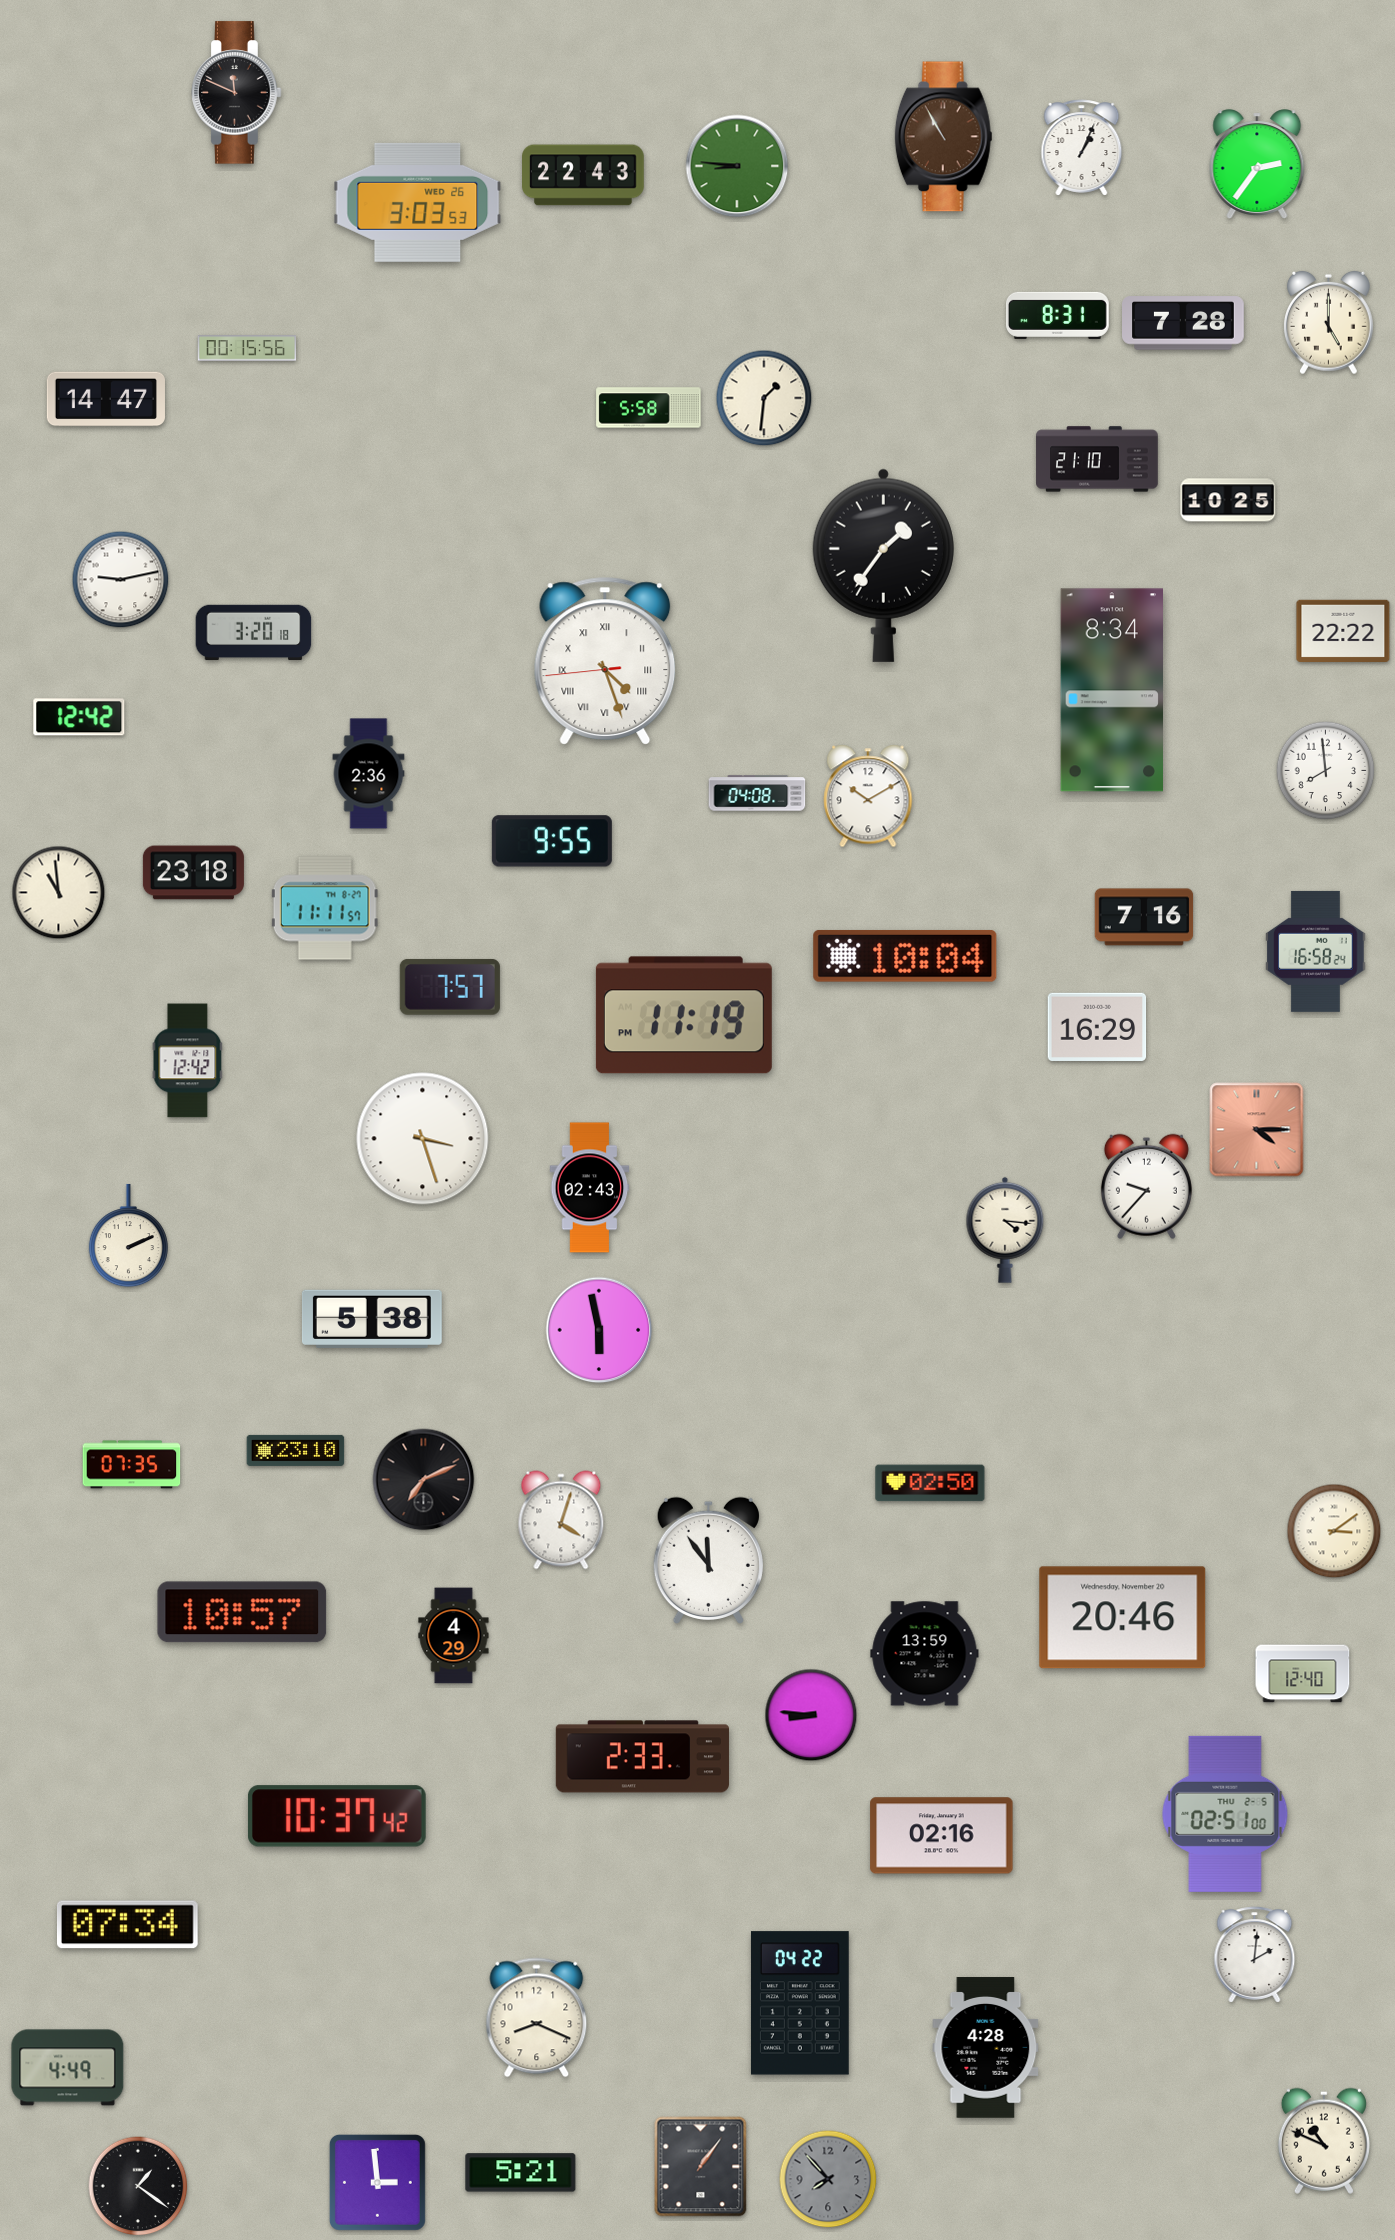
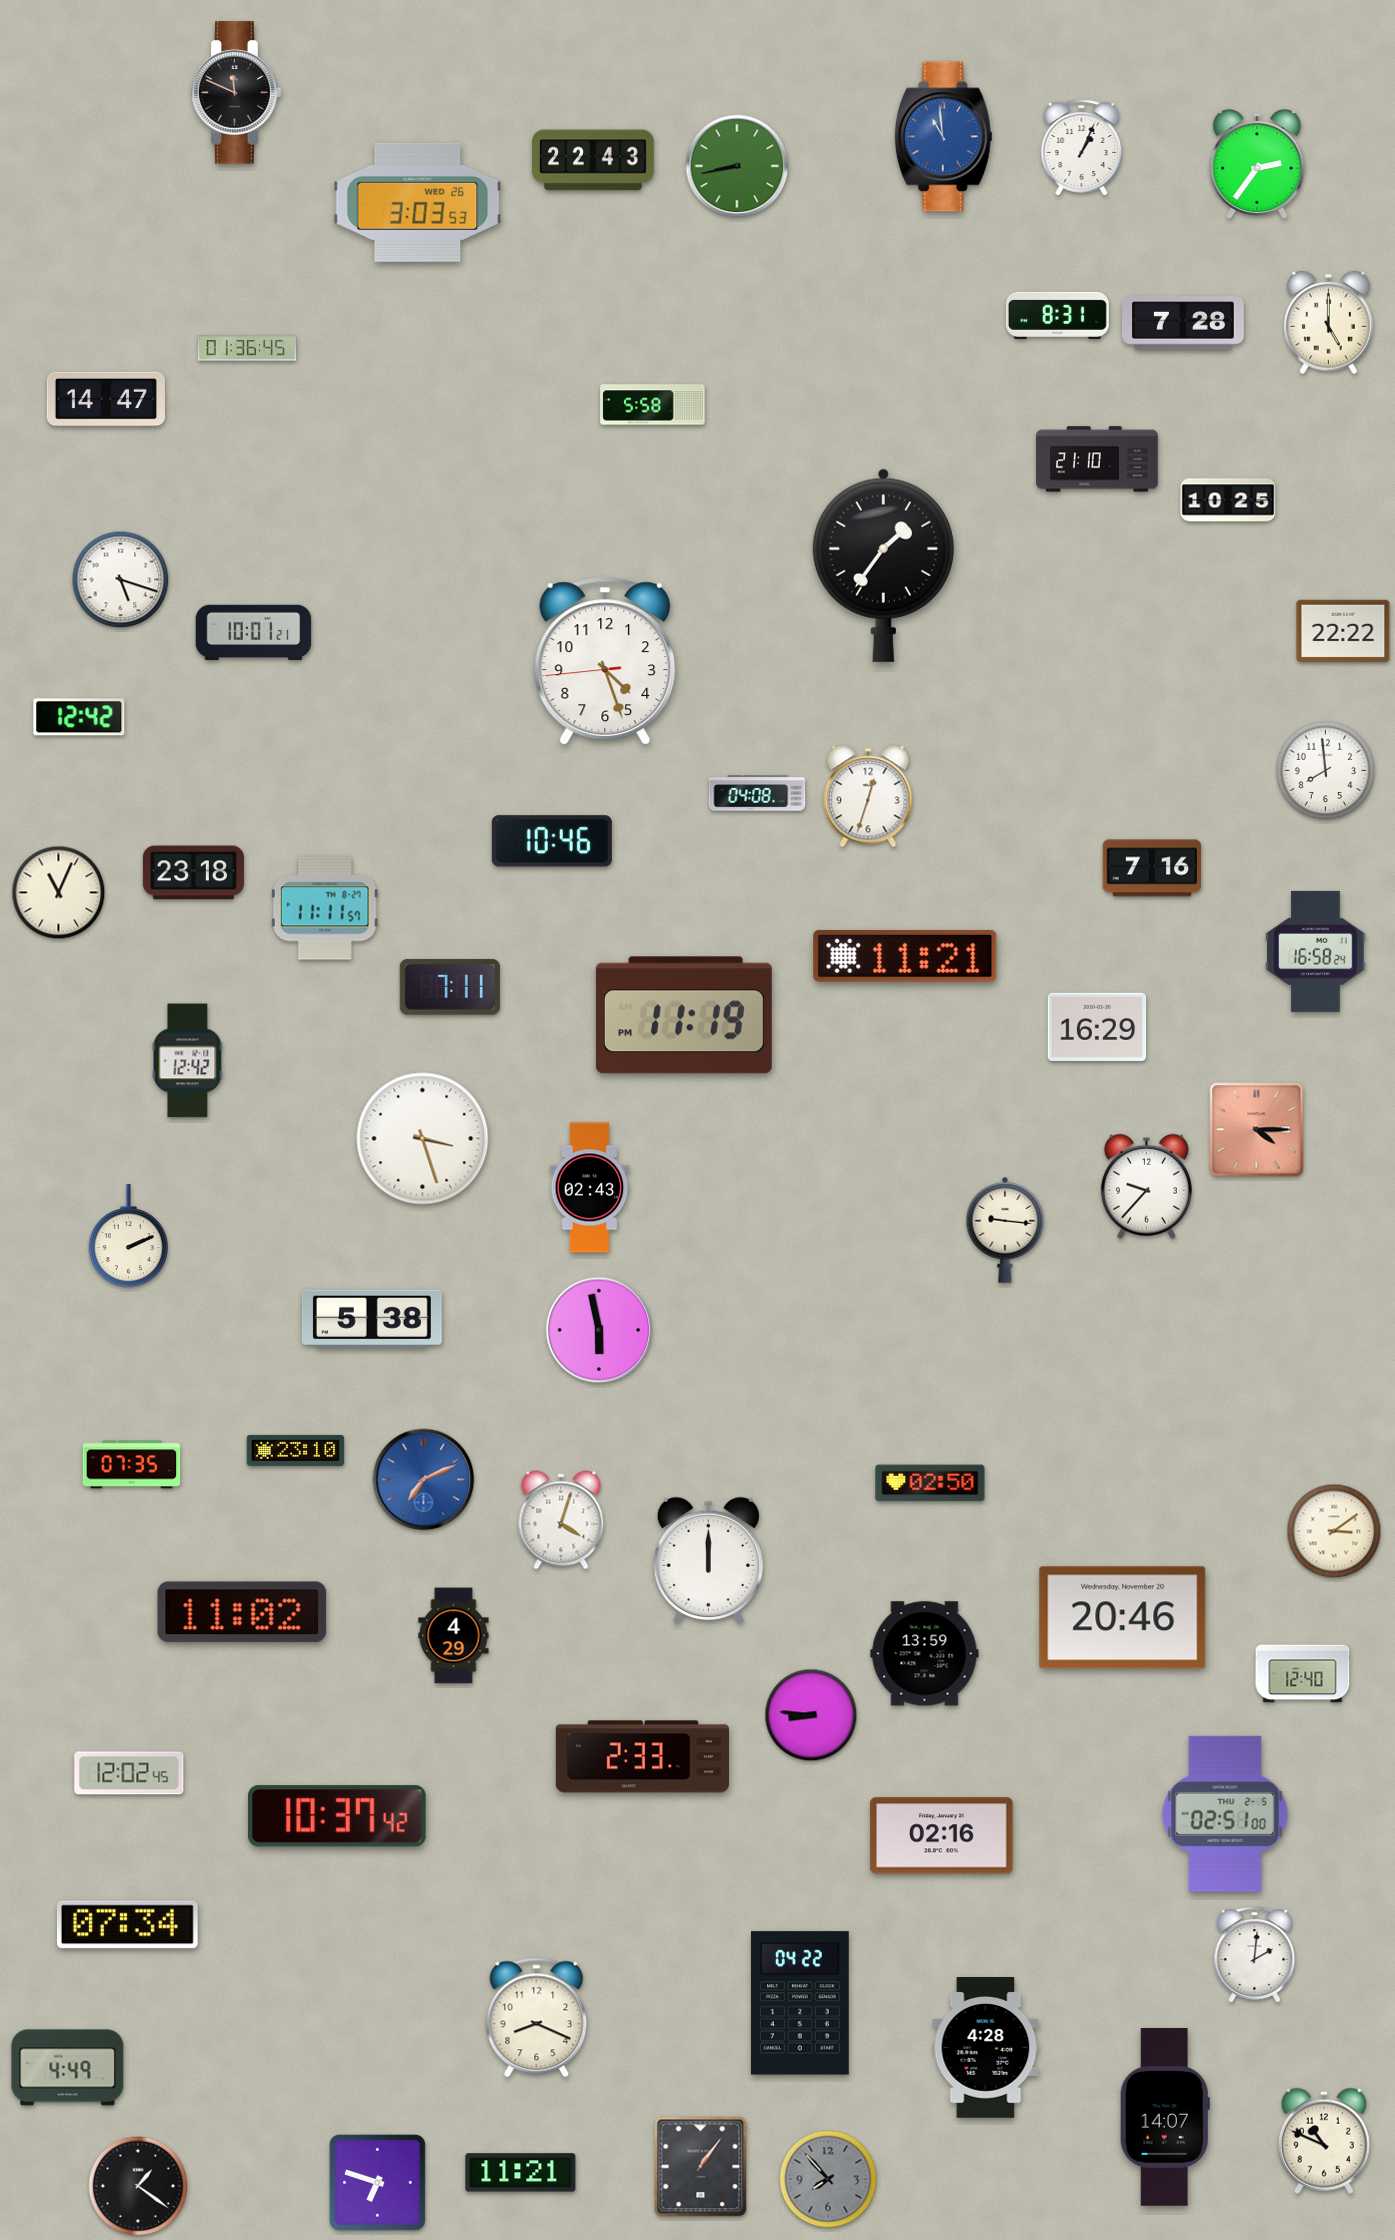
clock at (943, 137): 10:55 -> 10:59
clock at (943, 137) dial: brown -> blue
clock at (737, 166): 8:46 -> 8:43
clock at (584, 175) position: (584, 175) -> (594, 160)
clock at (247, 348): 00:15 -> 01:36
clock at (764, 398): 1:31 -> none
clock at (649, 408) position: (649, 408) -> (653, 405)
clock at (121, 580): 9:13 -> 5:18
clock at (254, 633): 3:20 -> 10:01
clock at (605, 661) numerals: Roman -> Arabic
clock at (1111, 690): 8:34 -> none
clock at (369, 774): 2:36 -> none
clock at (868, 796): 10:10 -> 12:33
clock at (552, 841): 9:55 -> 10:46
clock at (59, 893): 10:59 -> 11:04
clock at (1144, 917) position: (1144, 917) -> (1152, 868)
clock at (905, 956): 10:04 -> 11:21
clock at (450, 987): 7:57 -> 7:11
clock at (1005, 1230): 4:16 -> 9:16
clock at (424, 1480) dial: black -> blue
clock at (708, 1560): 11:54 -> 12:00
clock at (242, 1612): 10:57 -> 11:02
clock at (129, 1773): none -> 12:02
clock at (1165, 2117): none -> 14:07
clock at (521, 2173): 5:21 -> 11:21
clock at (377, 2182): 2:59 -> 6:48
